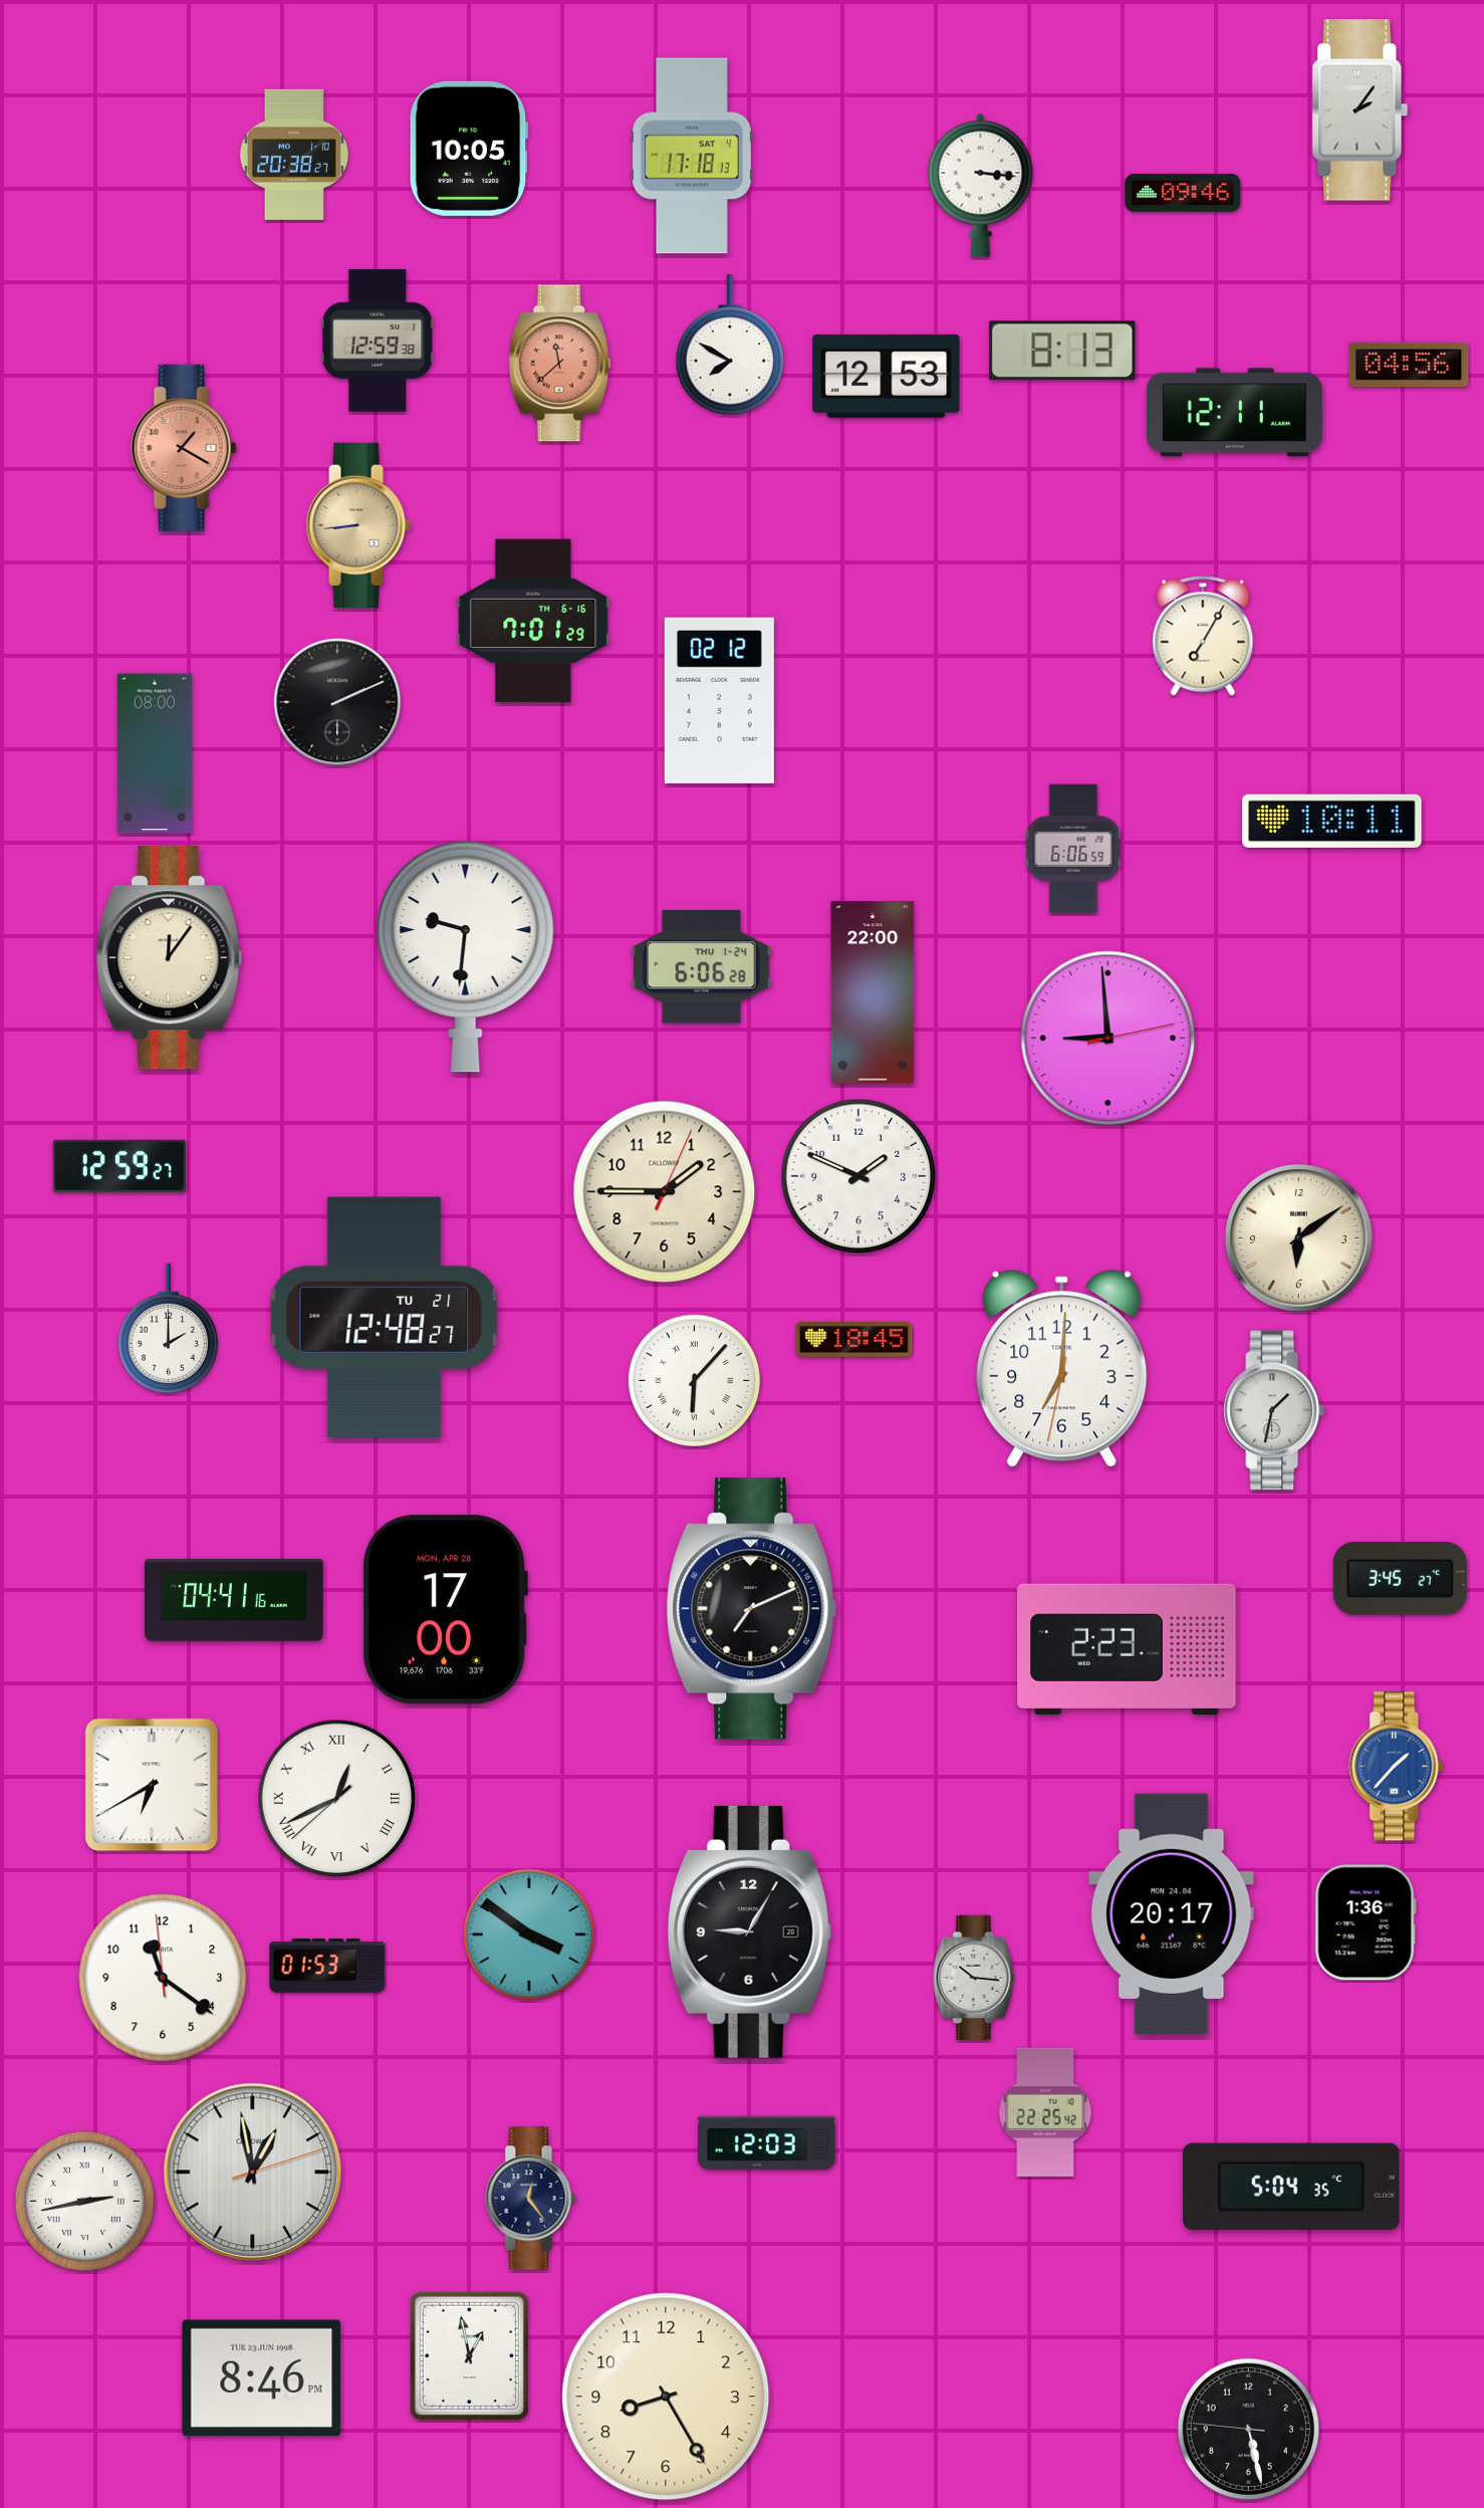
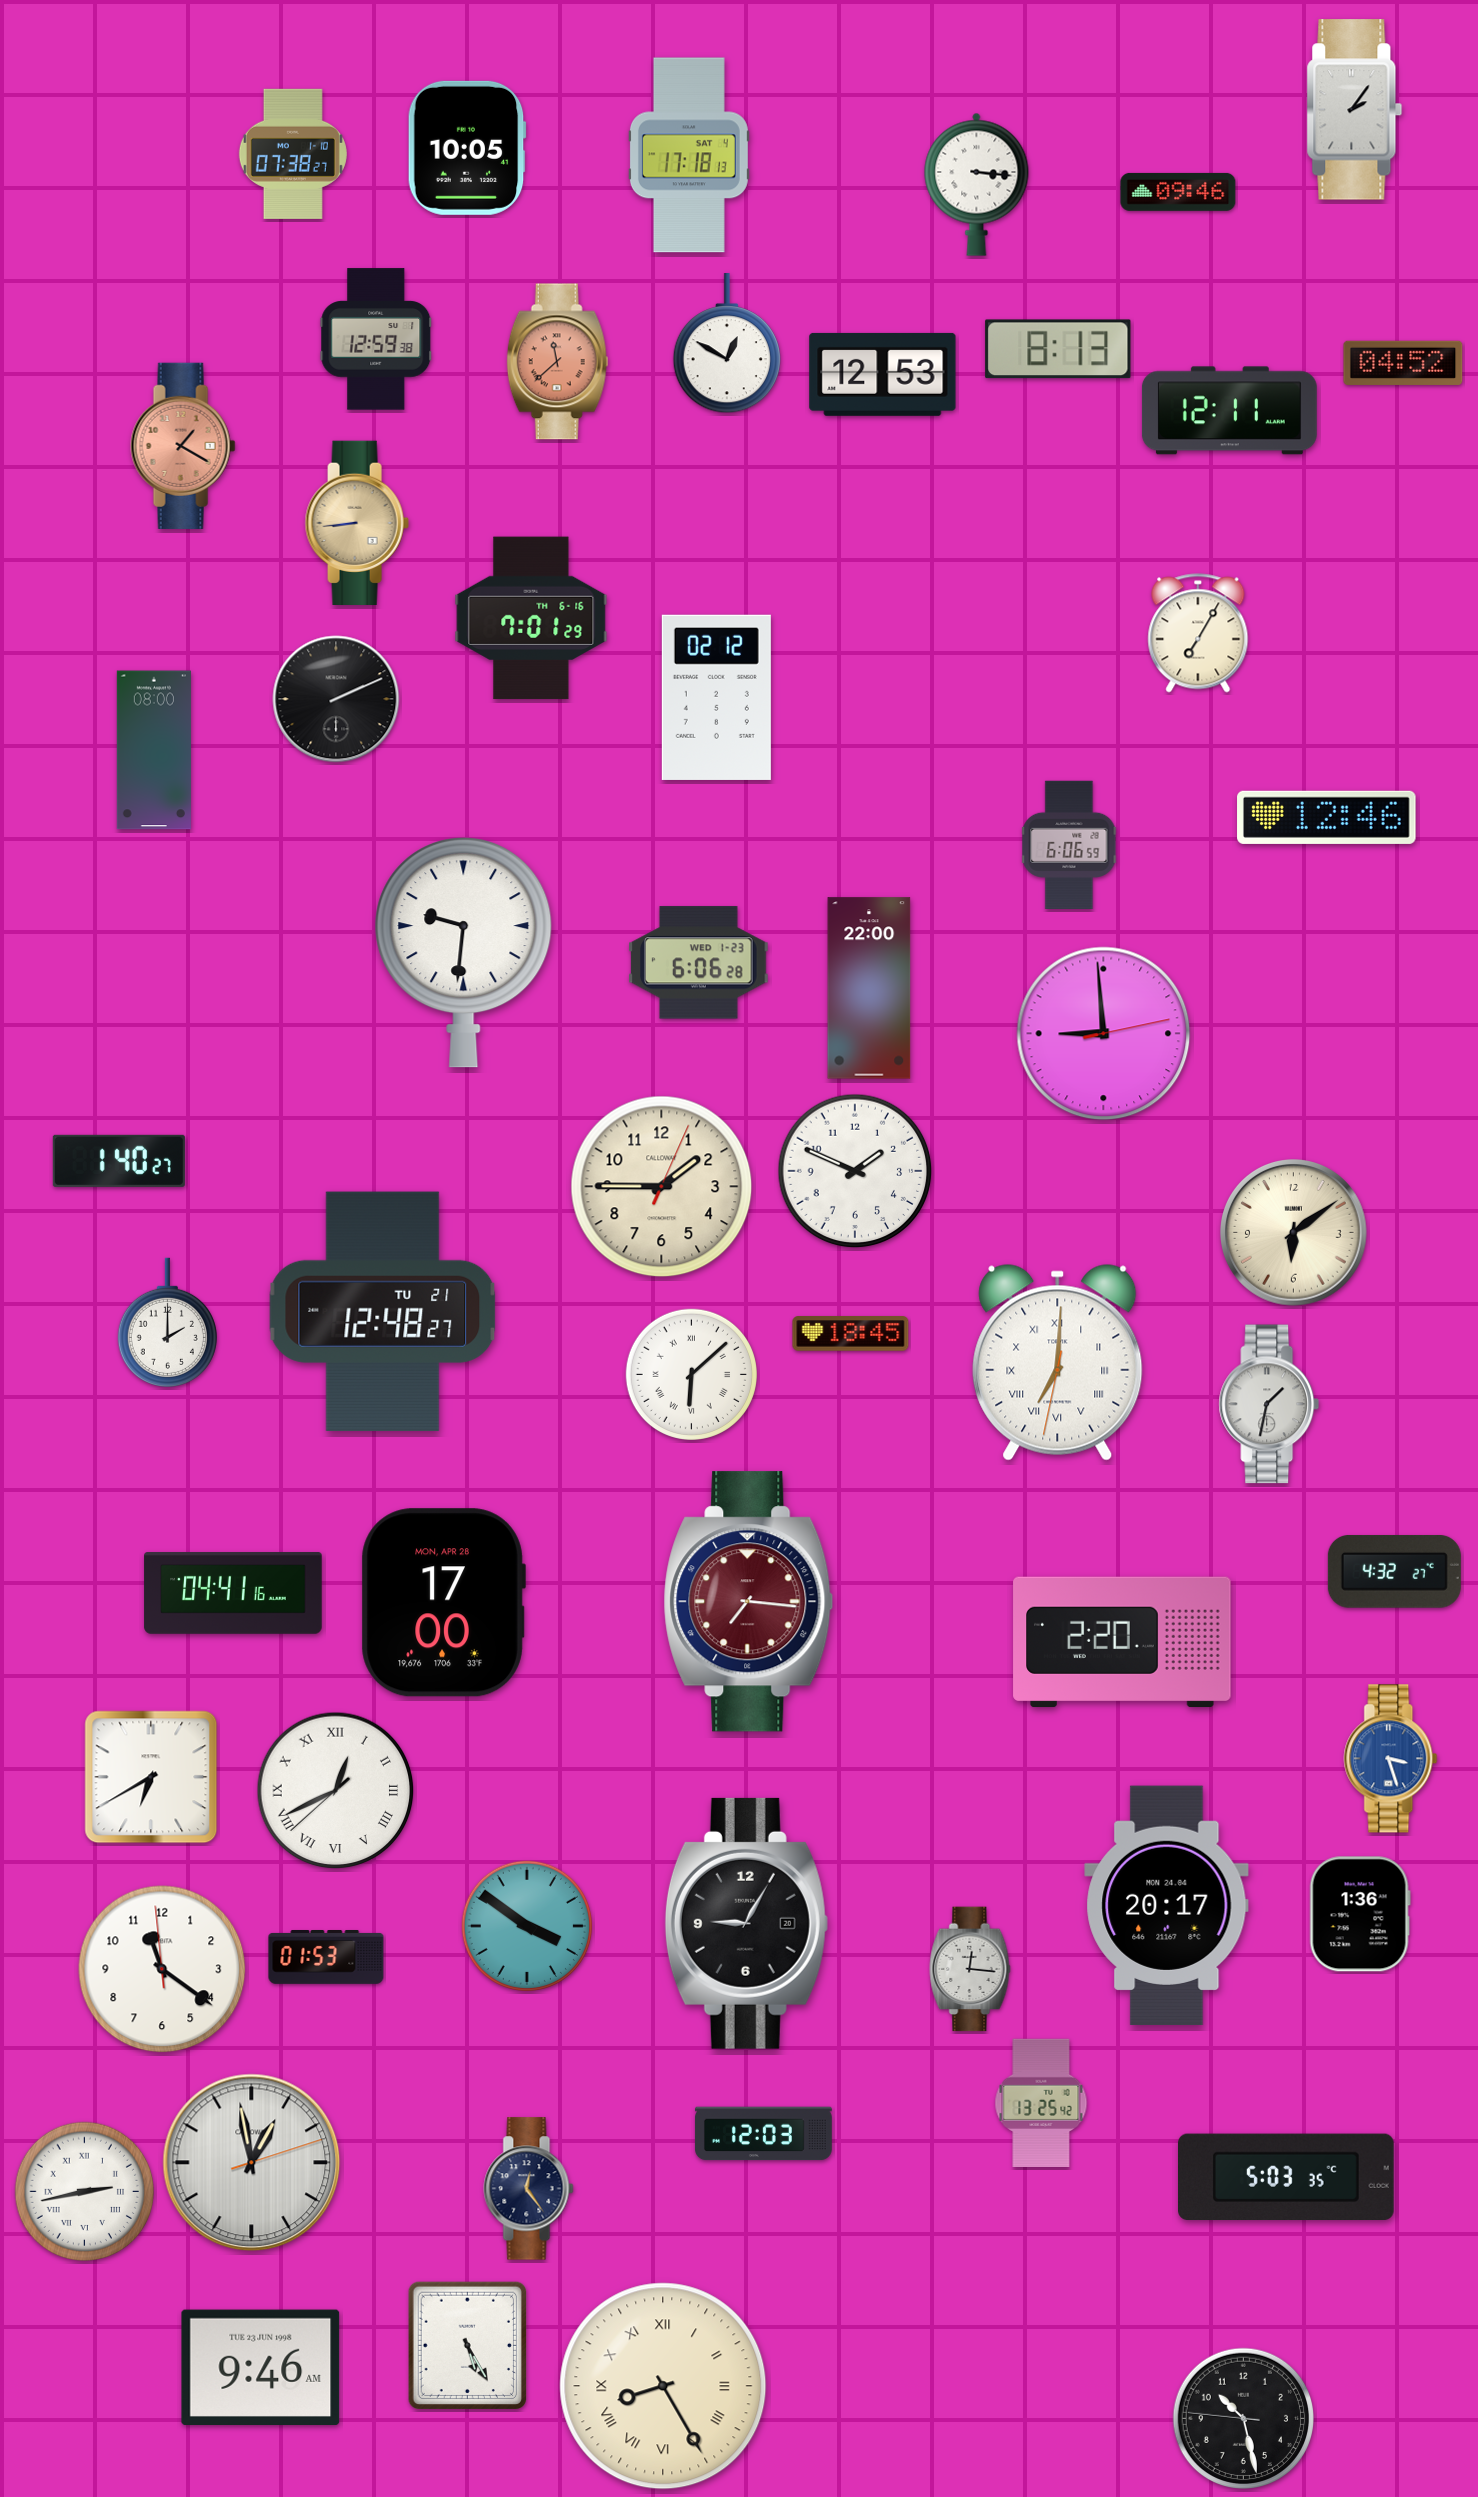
clock at (294, 155): 20:38 -> 07:38
clock at (730, 346): 7:50 -> 12:50
clock at (1409, 365): 04:56 -> 04:52
clock at (1332, 821): 10:11 -> 12:46
clock at (169, 958): 12:06 -> none
clock at (702, 967) date: THU 1-24 -> WED 1-23
clock at (119, 1166): 12:59 -> 1:40
clock at (1062, 1369) numerals: Arabic -> Roman
clock at (694, 1380): 6:07 -> 6:08
clock at (1400, 1579): 3:45 -> 4:32
clock at (752, 1609): 7:11 -> 7:16
clock at (752, 1609) dial: black -> burgundy
clock at (1127, 1649): 2:23 -> 2:20
clock at (1397, 1767): 1:37 -> 3:27
clock at (974, 1978): 10:16 -> 12:16
clock at (1045, 2111): 22:25 -> 13:25
clock at (1292, 2186): 5:04 -> 5:03
clock at (469, 2355): 12:58 -> 5:25
clock at (262, 2377): 8:46 -> 9:46
clock at (666, 2397) numerals: Arabic -> Roman
clock at (1248, 2429): 5:27 -> 10:27
